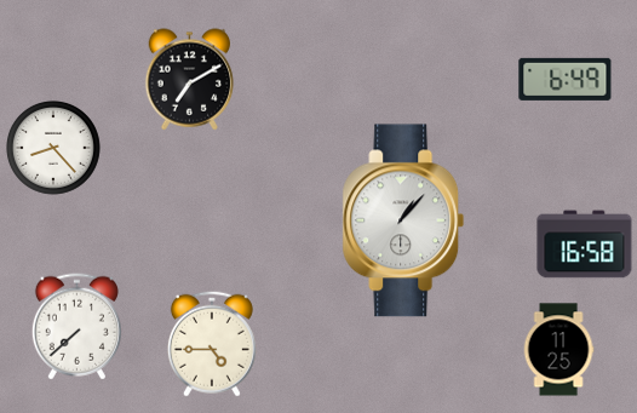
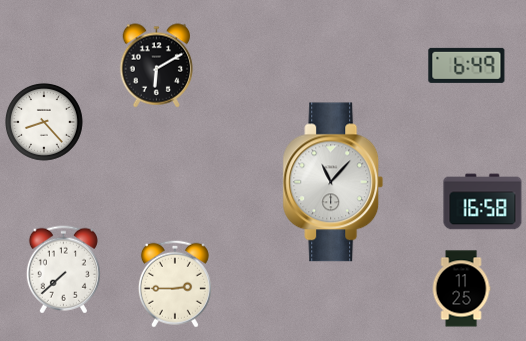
clock at (190, 80): 7:10 -> 6:10
clock at (403, 220): 1:07 -> 11:07
clock at (212, 344): 4:45 -> 2:45
